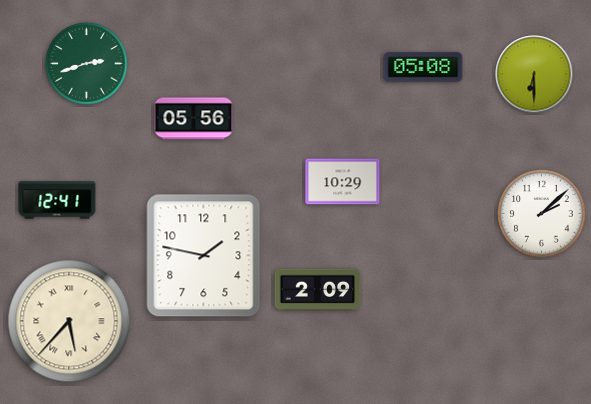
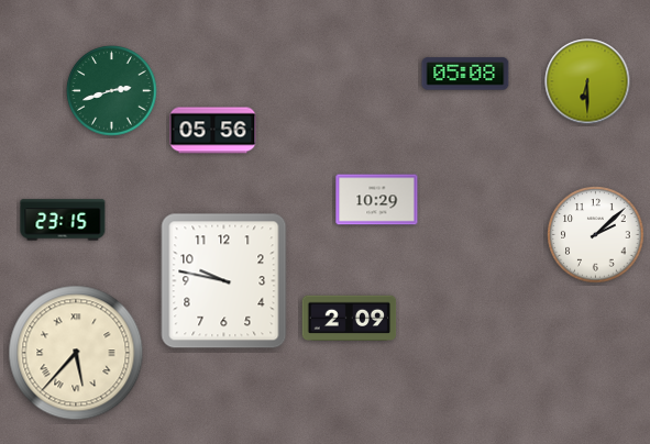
clock at (87, 64) position: (87, 64) -> (112, 91)
clock at (57, 200): 12:41 -> 23:15
clock at (204, 256): 1:47 -> 9:47
